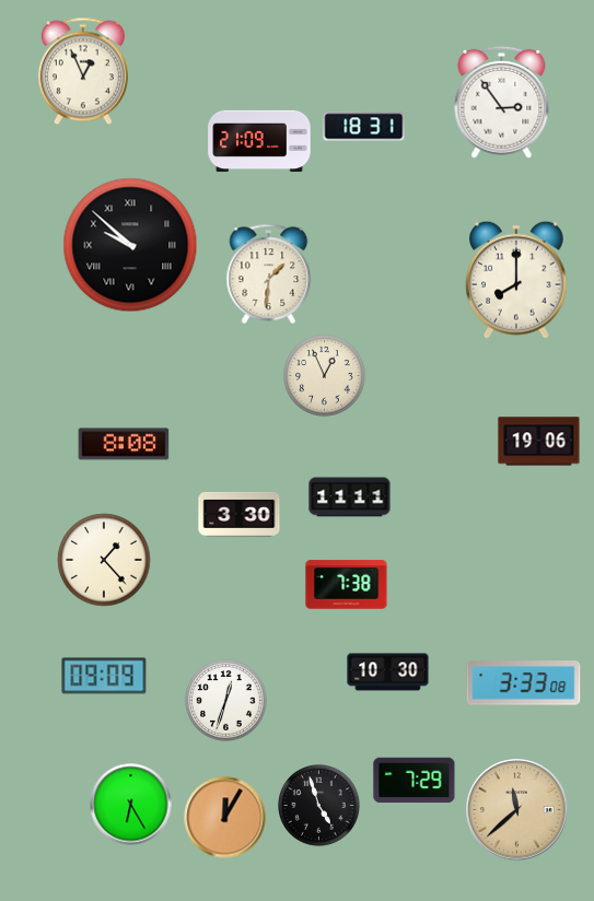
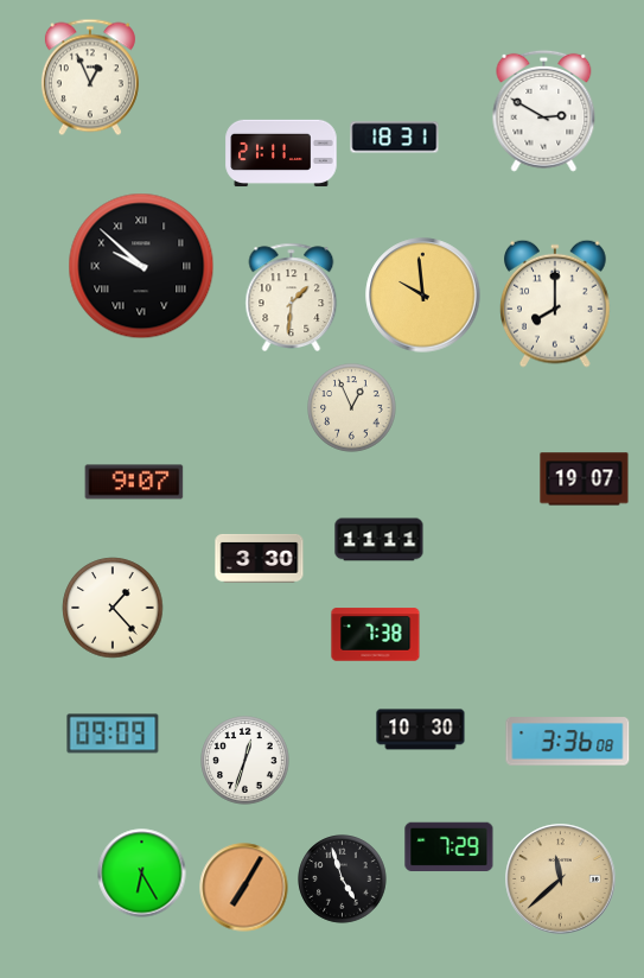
clock at (502, 102): 2:54 -> 2:50
clock at (259, 141): 21:09 -> 21:11
clock at (423, 296): none -> 9:59
clock at (517, 280) position: (517, 280) -> (556, 304)
clock at (539, 442): 19:06 -> 19:07
clock at (124, 444): 8:08 -> 9:07
clock at (524, 683): 3:33 -> 3:36
clock at (319, 806) position: (319, 806) -> (343, 879)
clock at (225, 818): 12:05 -> 7:05
